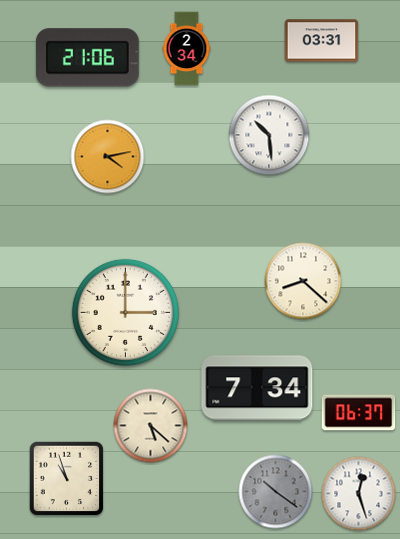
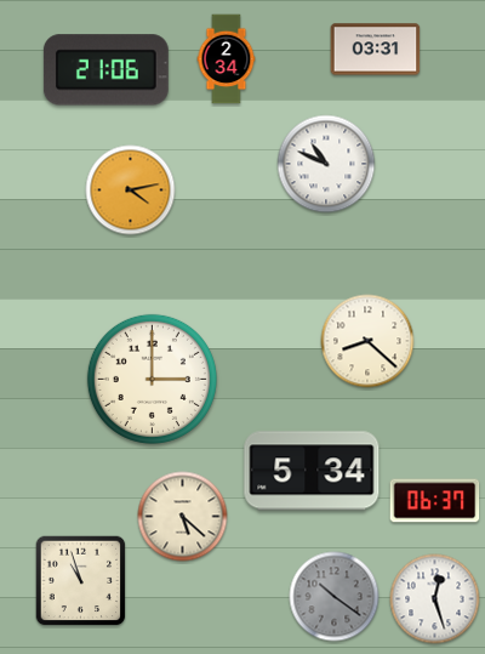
clock at (322, 41) position: (322, 41) -> (376, 50)
clock at (269, 135): 10:29 -> 10:49
clock at (257, 388): 7:34 -> 5:34
